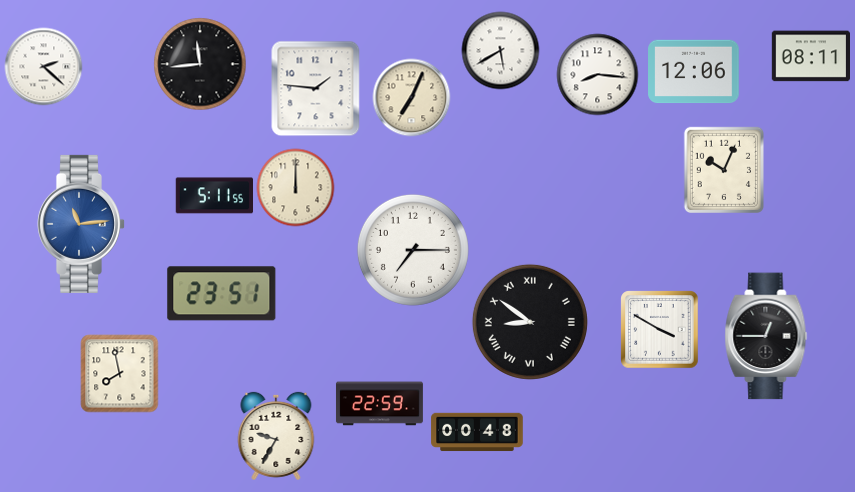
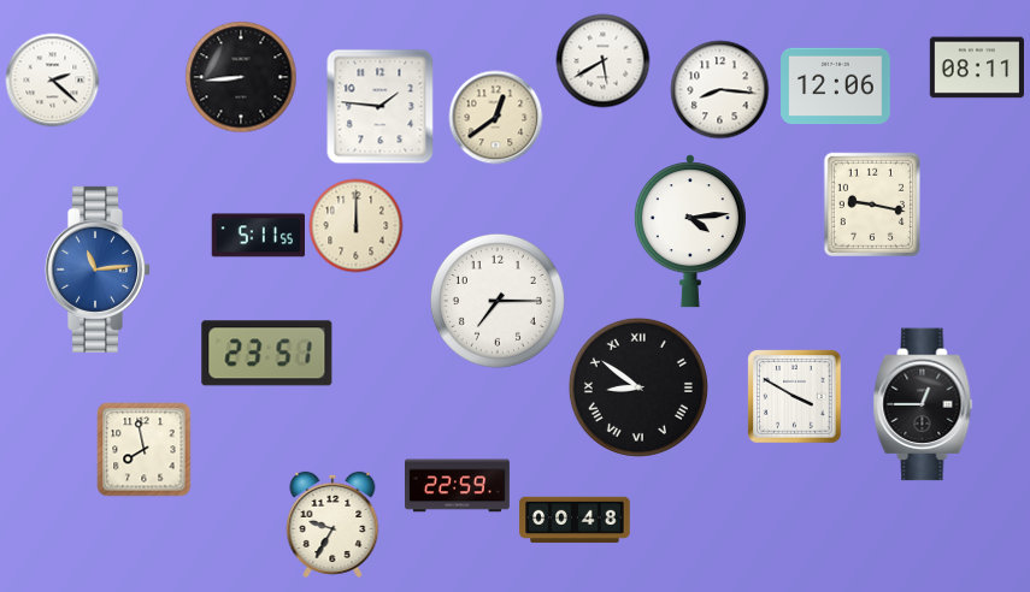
clock at (200, 64): 11:44 -> 8:44
clock at (411, 97): 7:04 -> 12:39
clock at (723, 169): 10:04 -> 9:17
clock at (690, 231): none -> 4:14
